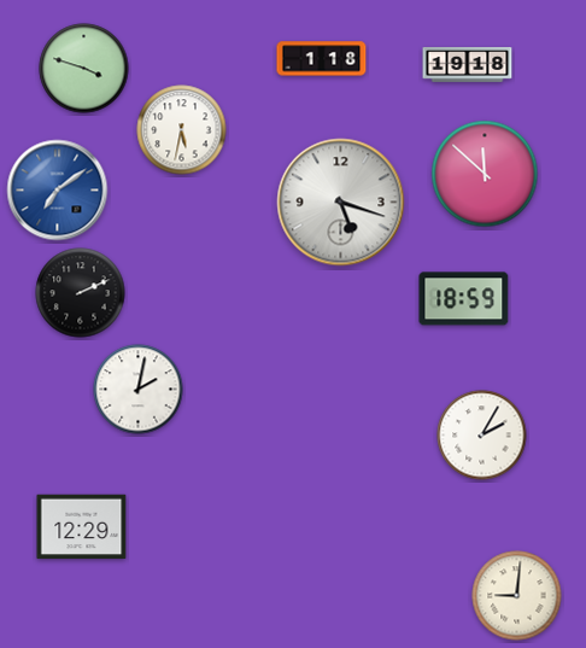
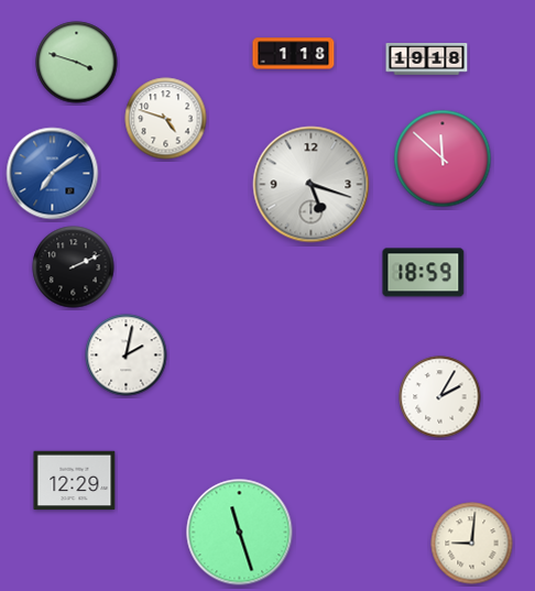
clock at (182, 130): 5:32 -> 4:48
clock at (240, 533): none -> 11:27
